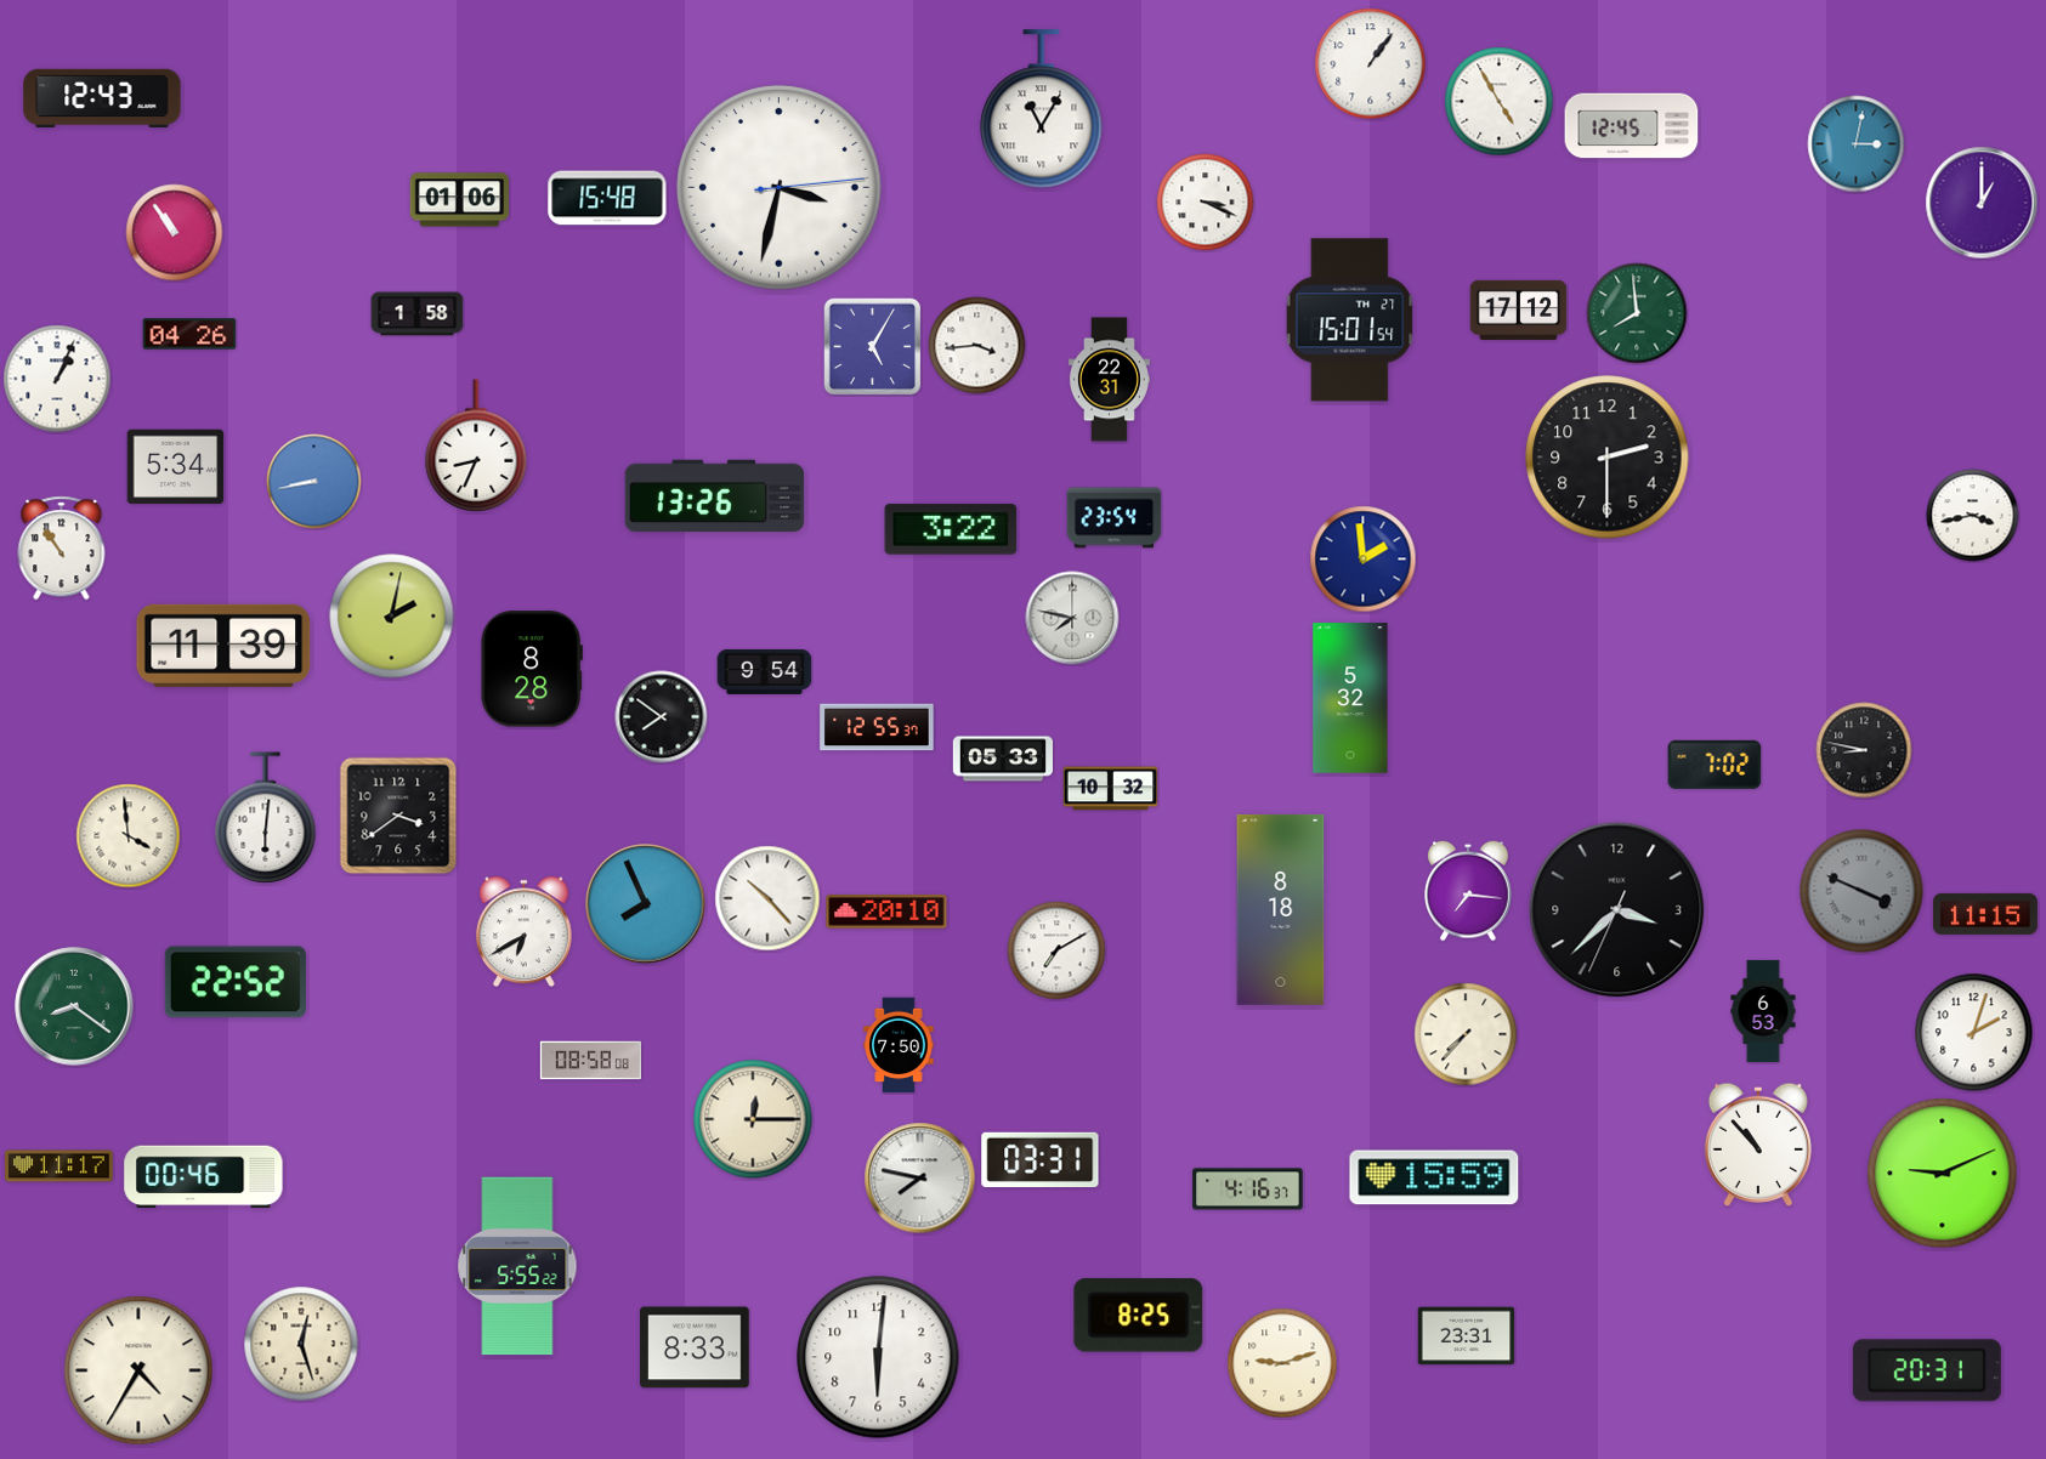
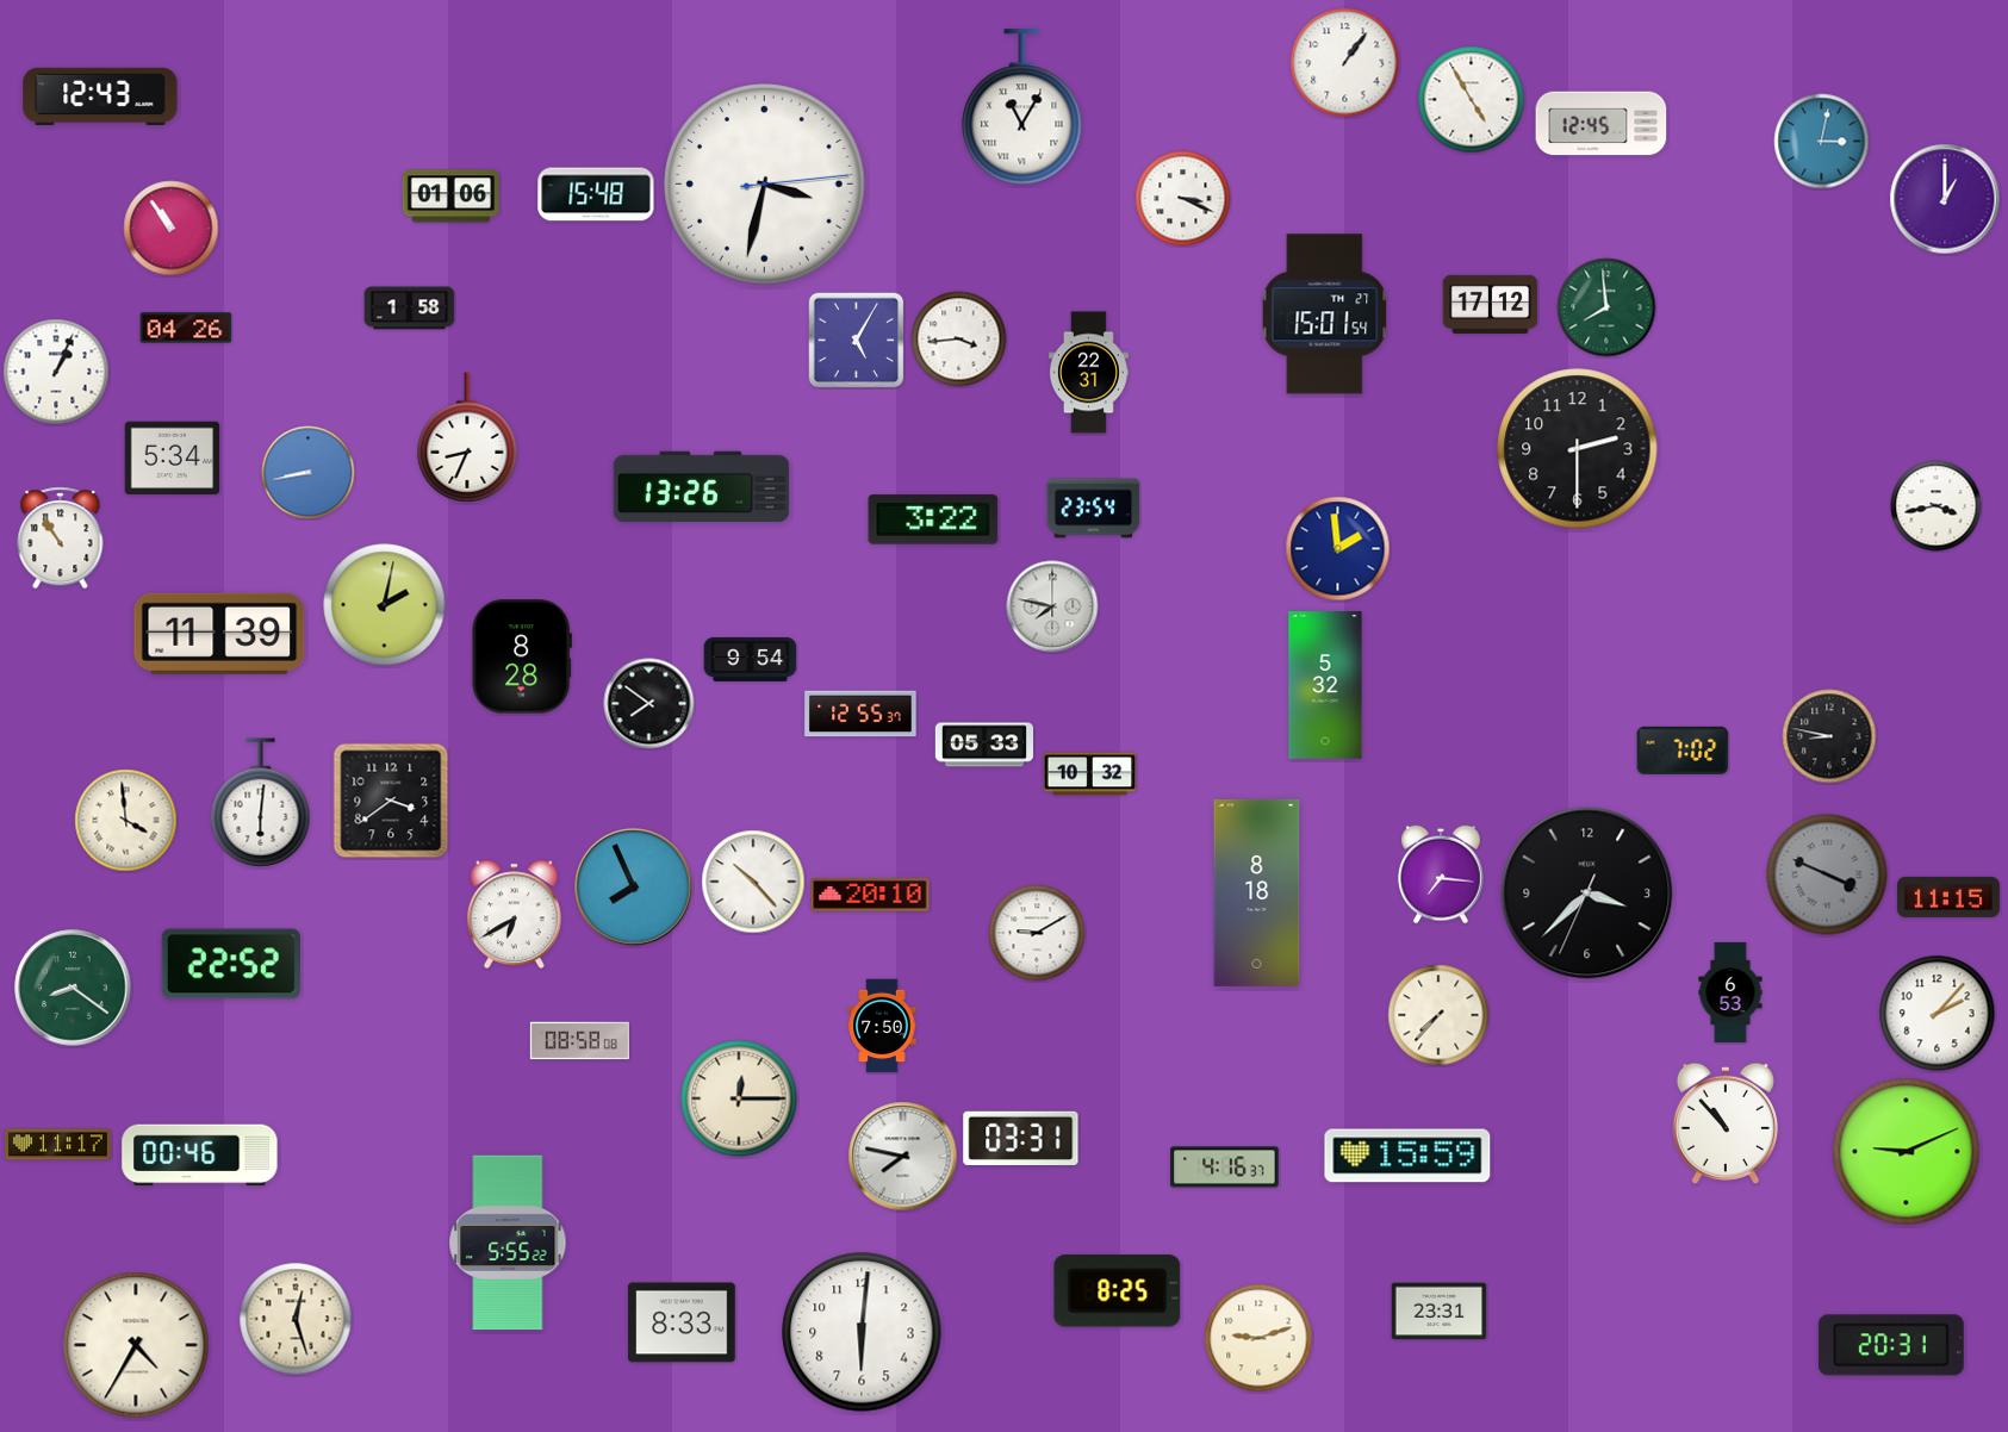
clock at (1056, 950): 7:10 -> 9:10
clock at (1974, 1033): 2:03 -> 2:07
